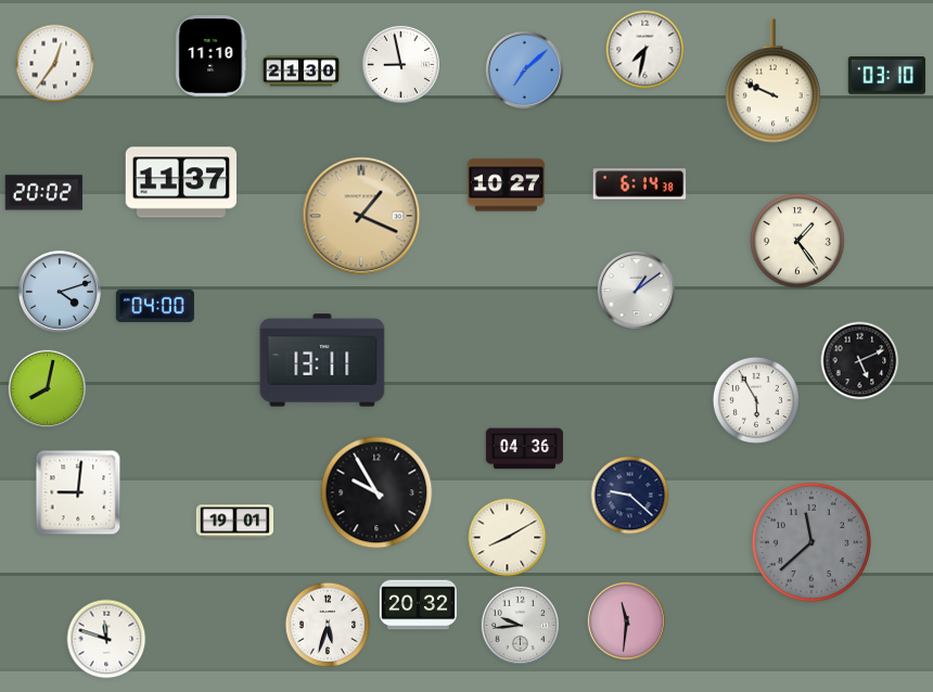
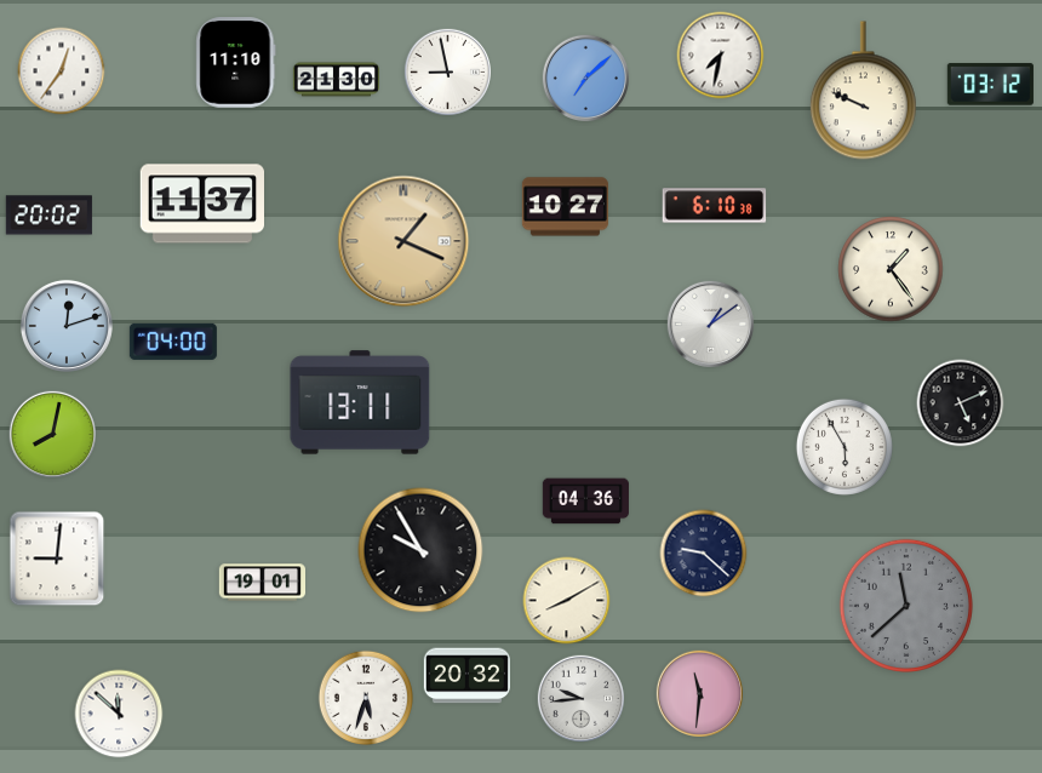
clock at (886, 76): 03:10 -> 03:12
clock at (640, 184): 6:14 -> 6:10
clock at (60, 292): 4:12 -> 12:12
clock at (78, 492) position: (78, 492) -> (57, 559)
clock at (106, 639): 11:48 -> 11:52
